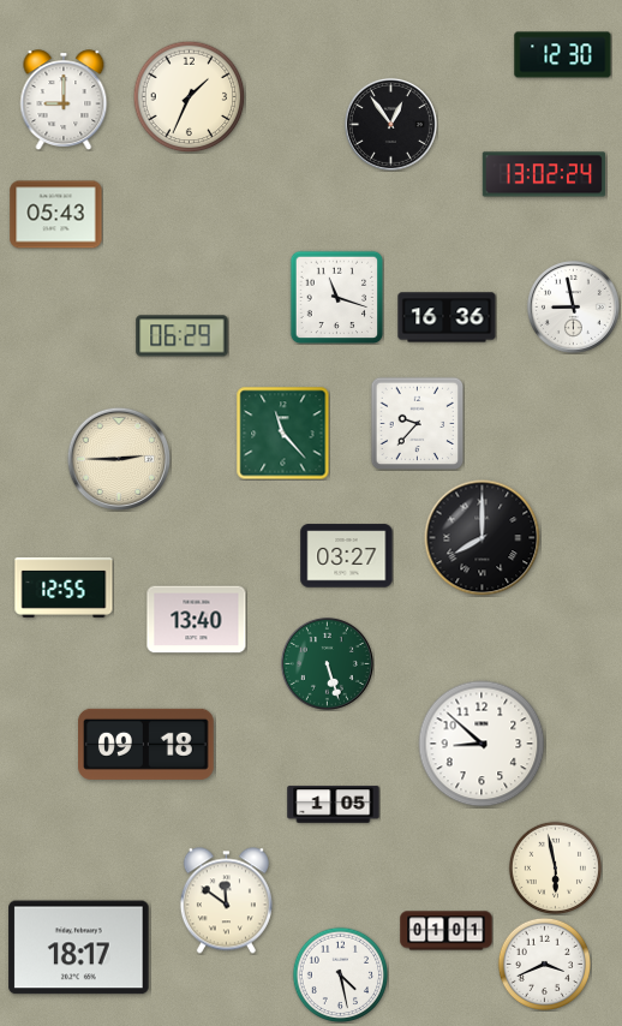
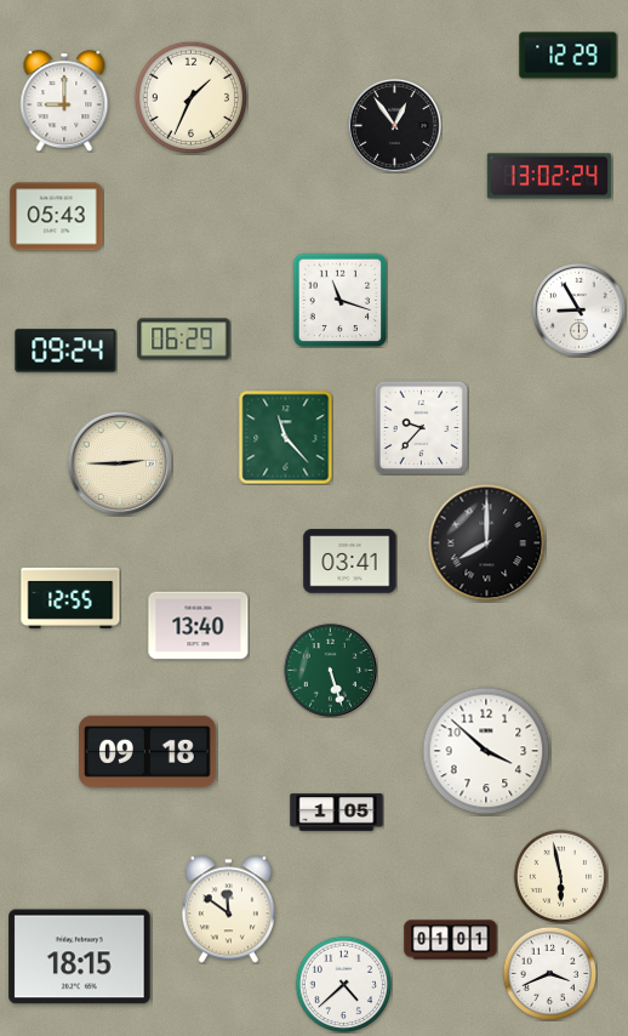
clock at (563, 55): 12:30 -> 12:29
clock at (573, 306): 8:58 -> 8:55
clock at (447, 317): 16:36 -> none
clock at (65, 351): none -> 09:24
clock at (347, 556): 03:27 -> 03:41
clock at (64, 587) position: (64, 587) -> (70, 598)
clock at (482, 744): 8:52 -> 3:52
clock at (79, 948): 18:17 -> 18:15
clock at (340, 974): 4:28 -> 4:38
